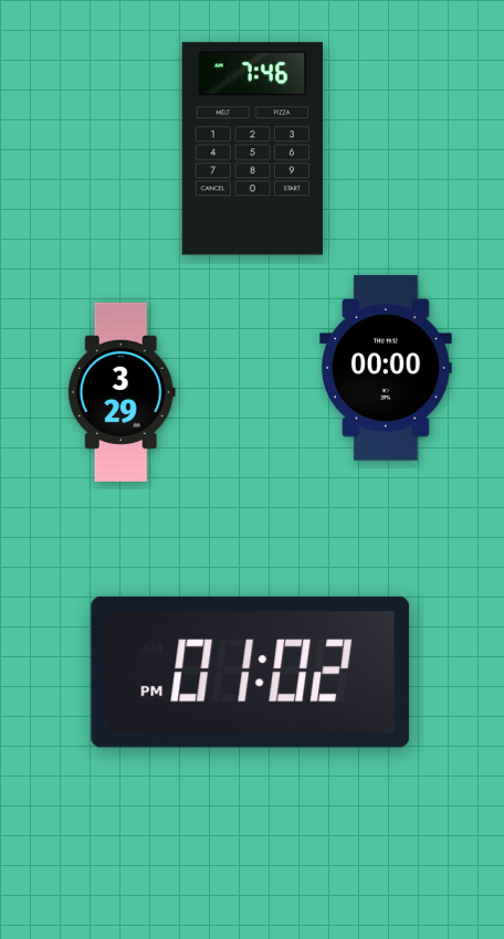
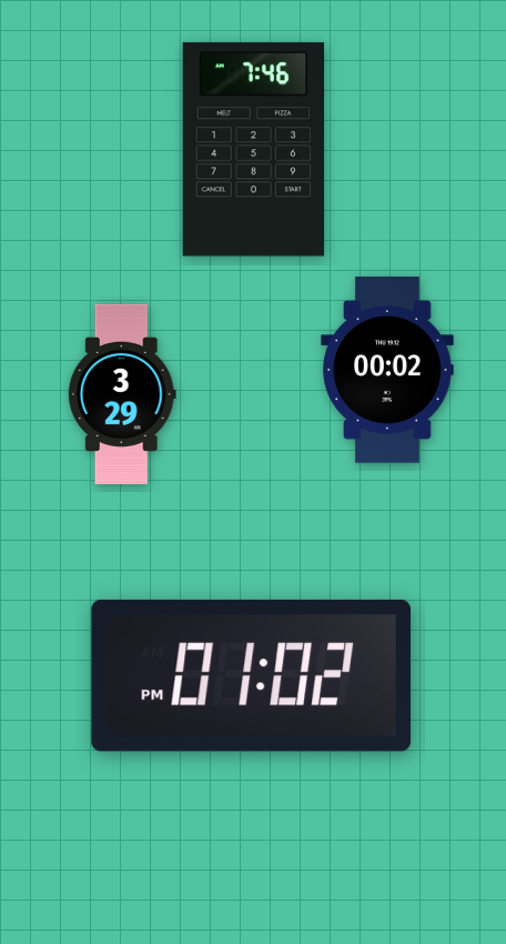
clock at (386, 368): 00:00 -> 00:02
